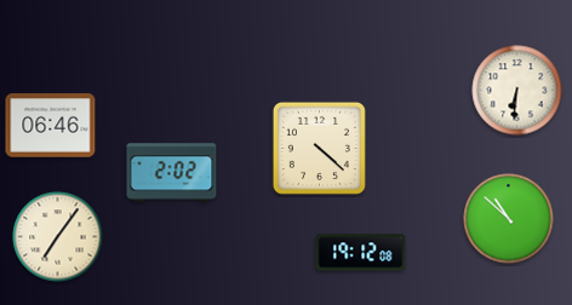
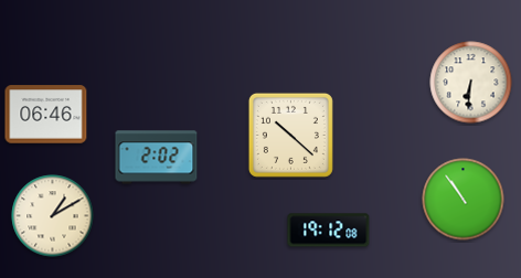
clock at (319, 148): 4:22 -> 10:22
clock at (509, 219): 10:52 -> 10:54
clock at (58, 237): 7:06 -> 1:10
